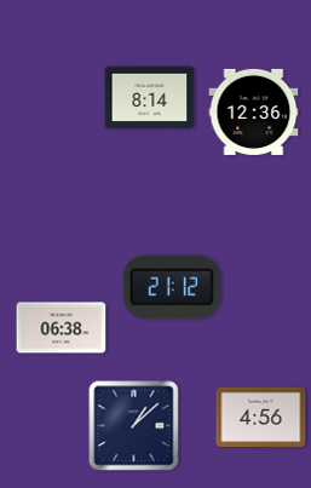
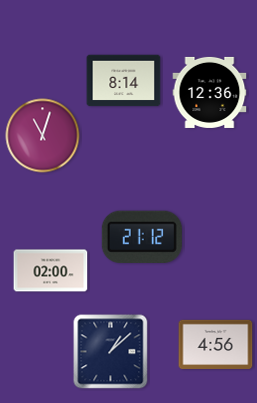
clock at (43, 136): none -> 11:03
clock at (62, 328): 06:38 -> 02:00
